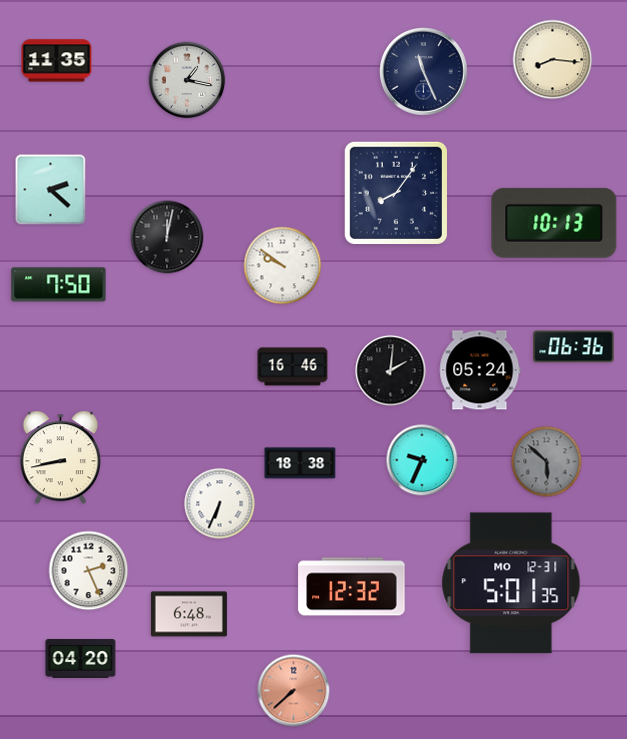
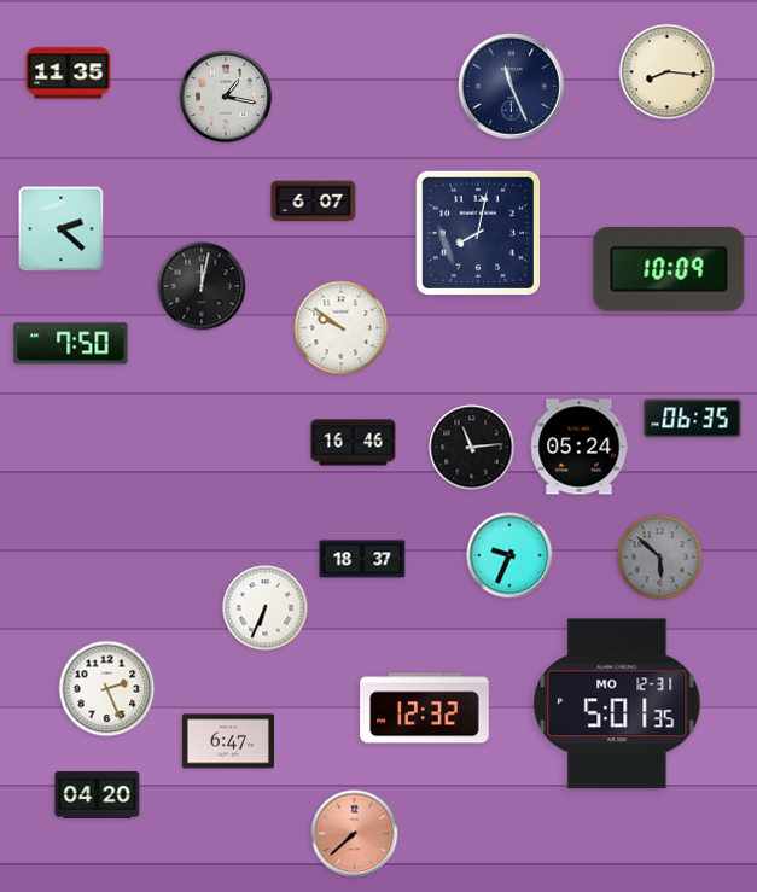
clock at (314, 202): none -> 6:07
clock at (395, 192): 8:06 -> 8:02
clock at (554, 223): 10:13 -> 10:09
clock at (283, 266) position: (283, 266) -> (342, 328)
clock at (574, 347): 06:36 -> 06:35
clock at (391, 371): 2:01 -> 11:14
clock at (60, 458): 8:43 -> none
clock at (300, 463): 18:38 -> 18:37
clock at (189, 614): 6:48 -> 6:47
